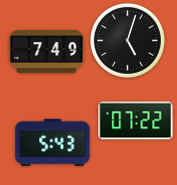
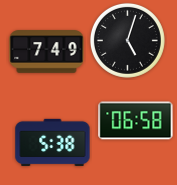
clock at (136, 121): 07:22 -> 06:58
clock at (53, 142): 5:43 -> 5:38
